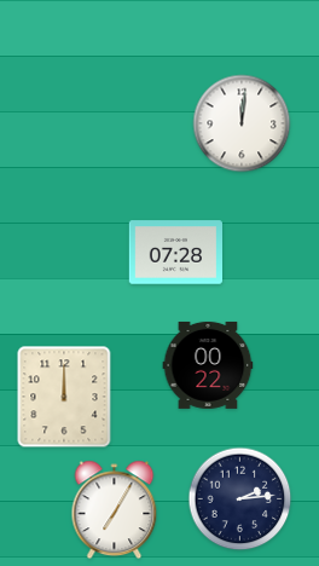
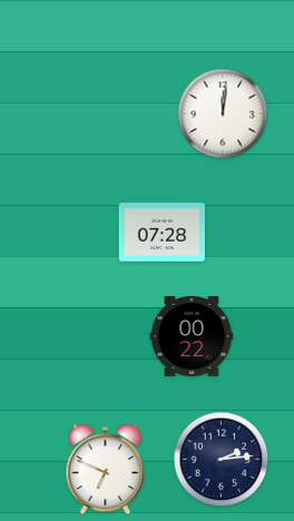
clock at (64, 397): 12:00 -> none
clock at (115, 510): 7:05 -> 6:49
